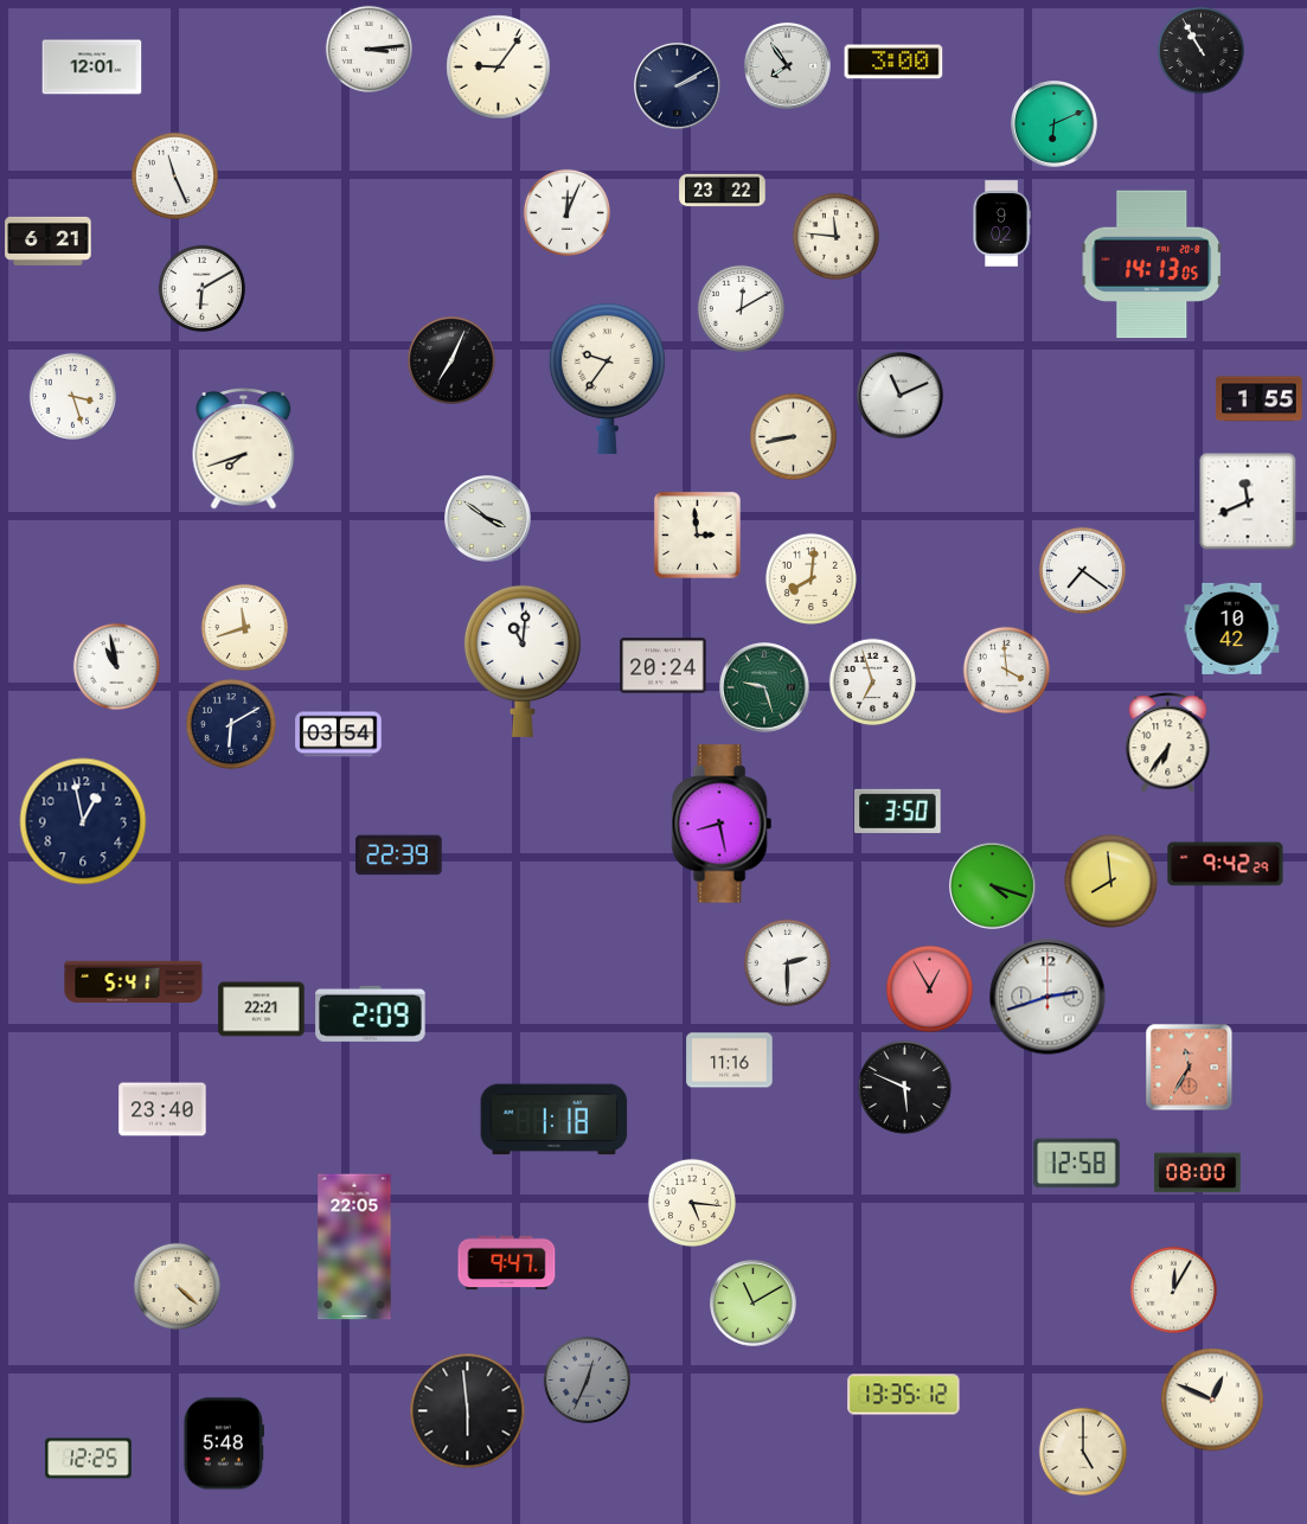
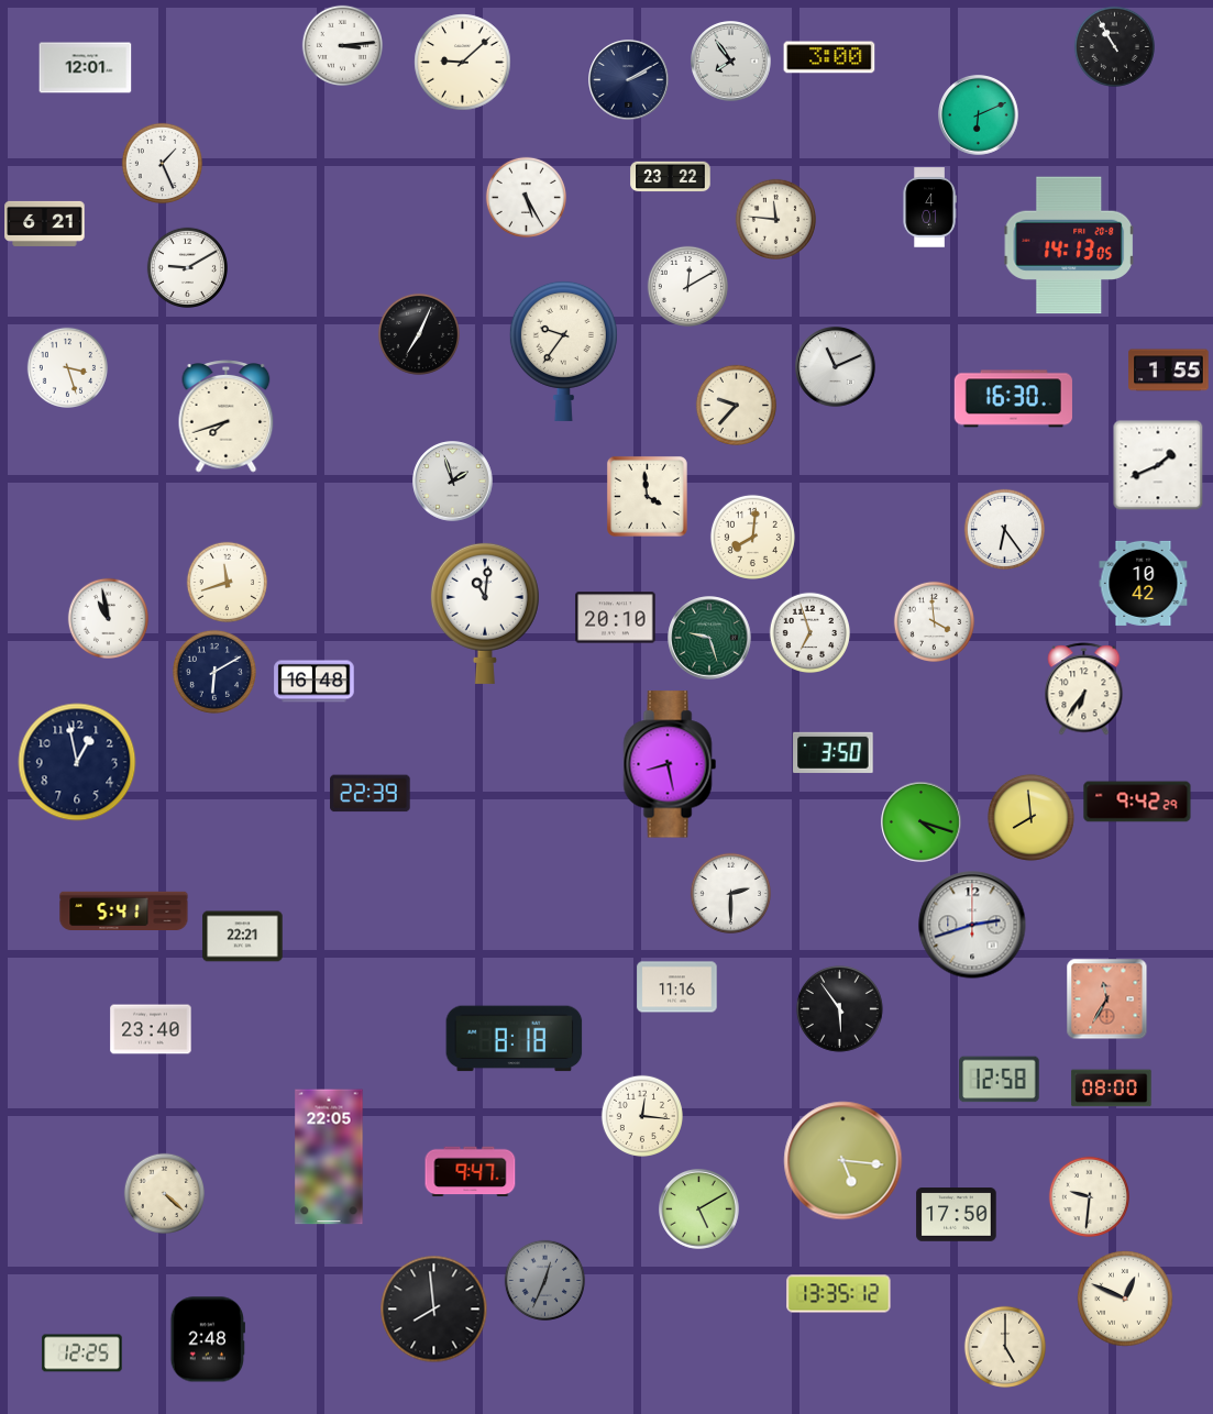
clock at (92, 68) position: (92, 68) -> (86, 68)
clock at (499, 68): 9:06 -> 9:08
clock at (174, 175): 11:26 -> 1:26
clock at (566, 212): 12:04 -> 5:25
clock at (1001, 224): 9:02 -> 4:01
clock at (201, 288): 6:10 -> 9:10
clock at (1013, 399): none -> 16:30
clock at (793, 436): 8:43 -> 9:37
clock at (1248, 501): 11:41 -> 1:41
clock at (488, 519): 3:51 -> 1:57
clock at (697, 534): 2:59 -> 3:59
clock at (1082, 570): 7:21 -> 6:24
clock at (664, 666): 20:24 -> 20:10
clock at (339, 735): 03:54 -> 16:48
clock at (929, 988): 12:55 -> none
clock at (371, 1013): 2:09 -> none
clock at (730, 1061) position: (730, 1061) -> (677, 987)
clock at (1190, 1068) position: (1190, 1068) -> (1107, 999)
clock at (904, 1087): 5:49 -> 5:54
clock at (555, 1120): 1:18 -> 8:18
clock at (692, 1203): 5:16 -> 12:16
clock at (843, 1161): none -> 5:16
clock at (1173, 1289): 12:05 -> 9:31
clock at (754, 1304): 11:10 -> 5:10
clock at (957, 1215): none -> 17:50
clock at (468, 1411): 5:59 -> 7:59
clock at (224, 1443): 5:48 -> 2:48
